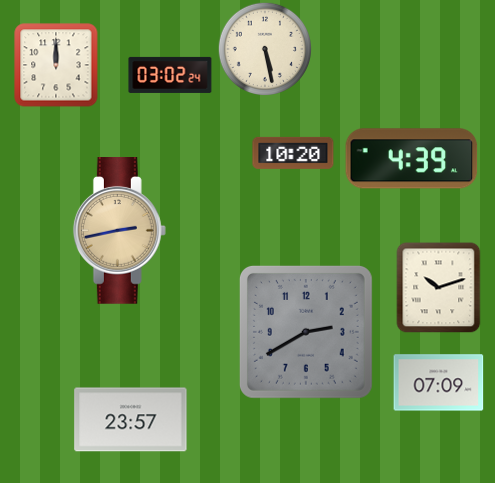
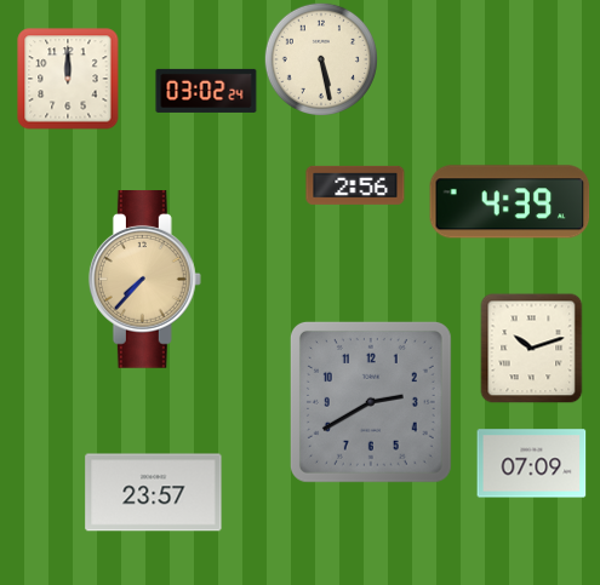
clock at (293, 153): 10:20 -> 2:56
clock at (412, 159) position: (412, 159) -> (510, 202)
clock at (119, 231): 2:43 -> 7:37
clock at (131, 420) position: (131, 420) -> (154, 493)
